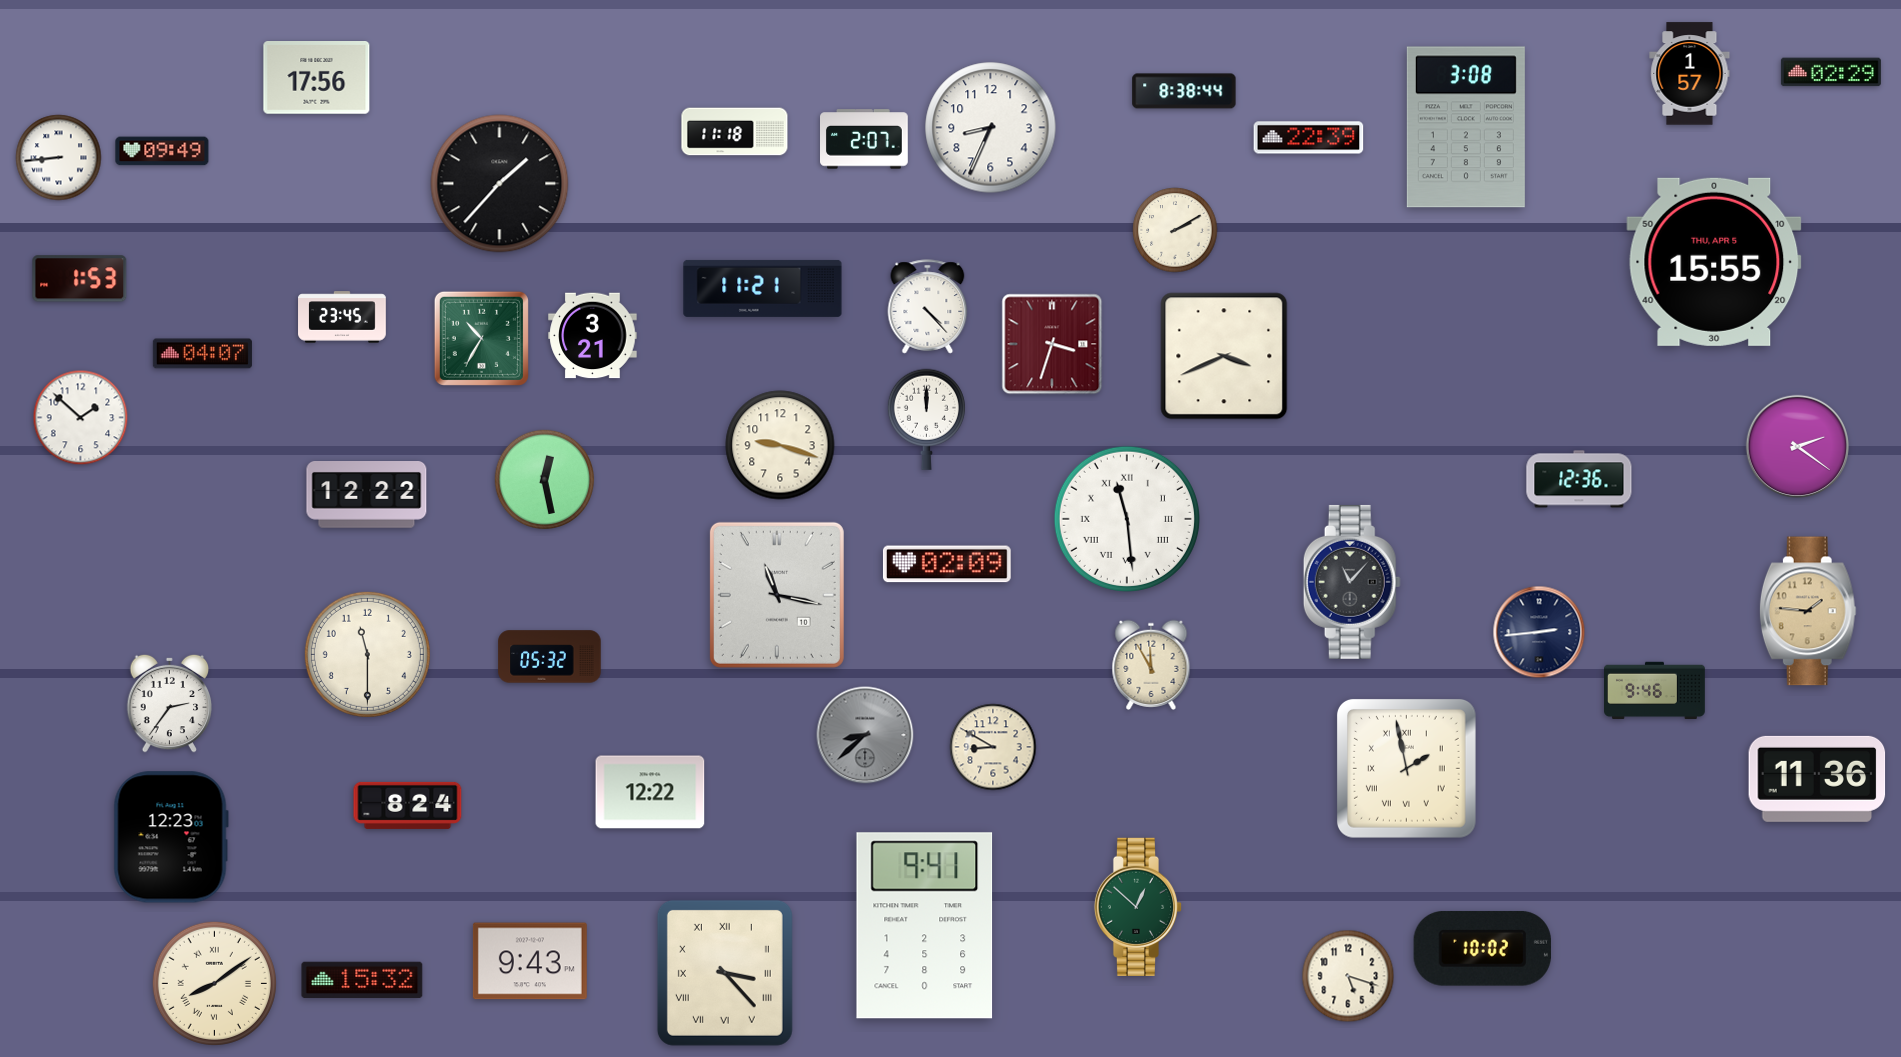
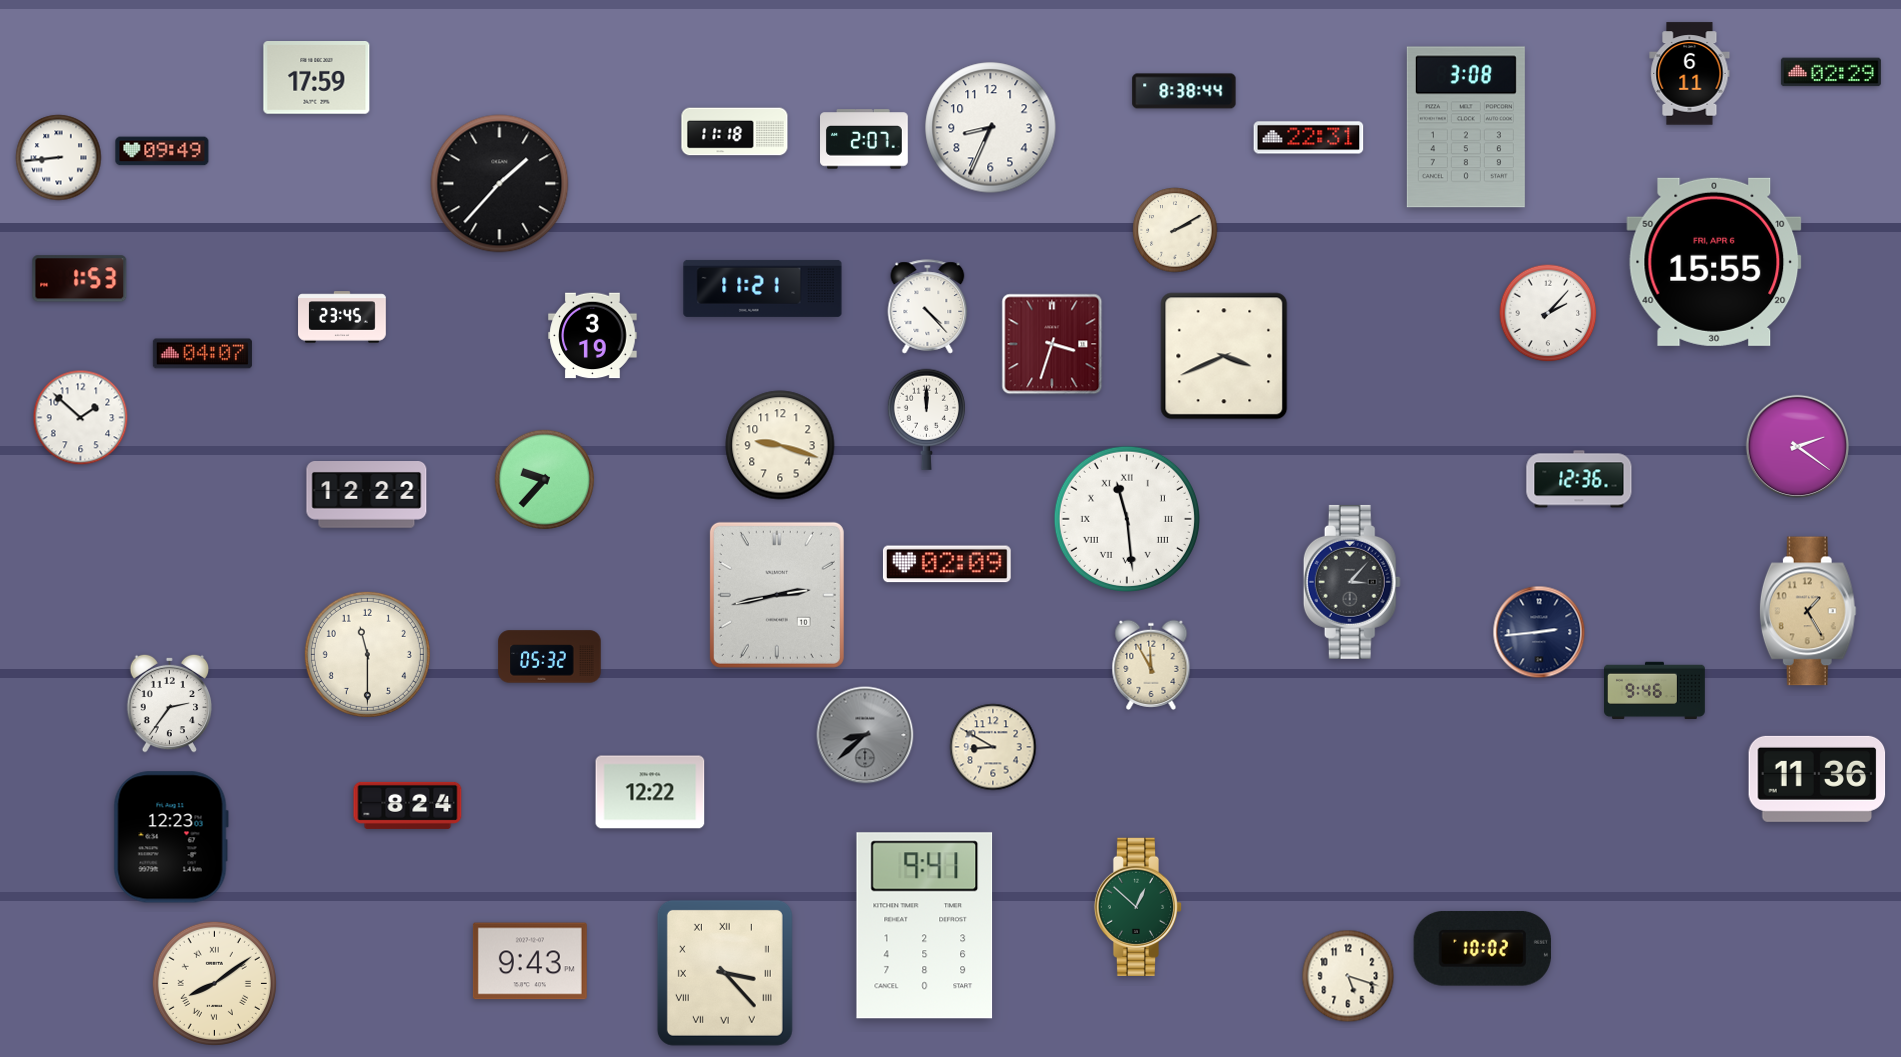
clock at (1690, 74): 1:57 -> 6:11
clock at (317, 78): 17:56 -> 17:59
clock at (1309, 138): 22:39 -> 22:31
clock at (1714, 262) date: THU, APR 5 -> FRI, APR 6
clock at (1548, 313): none -> 2:07
clock at (593, 336): 3:21 -> 3:19
clock at (481, 338): 10:35 -> none
clock at (545, 480): 12:28 -> 9:37
clock at (1352, 582): 11:07 -> 3:07
clock at (777, 595): 11:17 -> 2:43
clock at (1808, 611): 1:46 -> 1:25
clock at (1407, 768): 1:58 -> none
clock at (362, 980): 15:32 -> none
